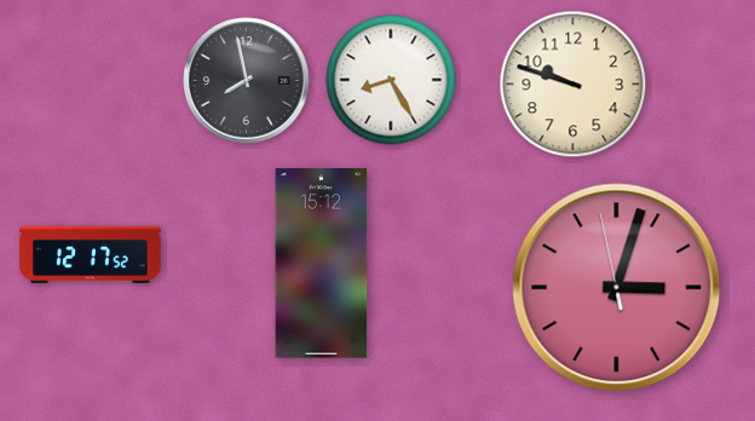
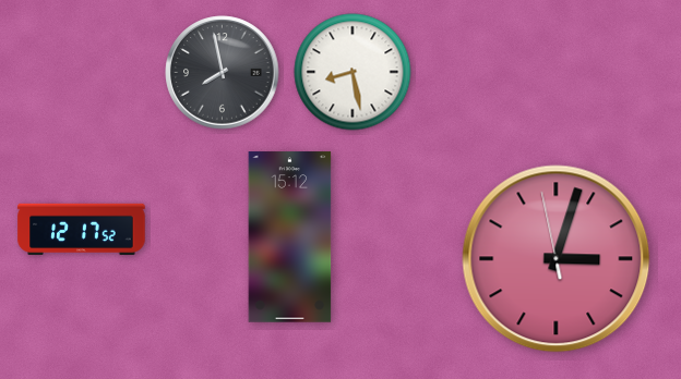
clock at (391, 80): 8:25 -> 8:28
clock at (574, 85): 9:48 -> none
